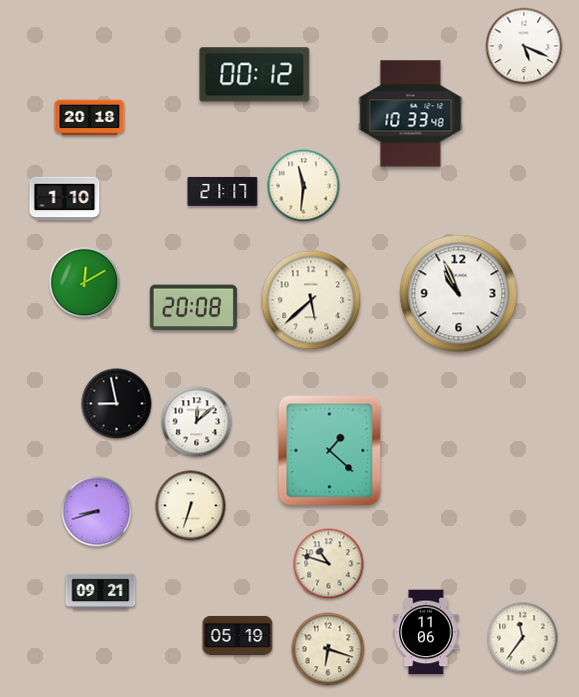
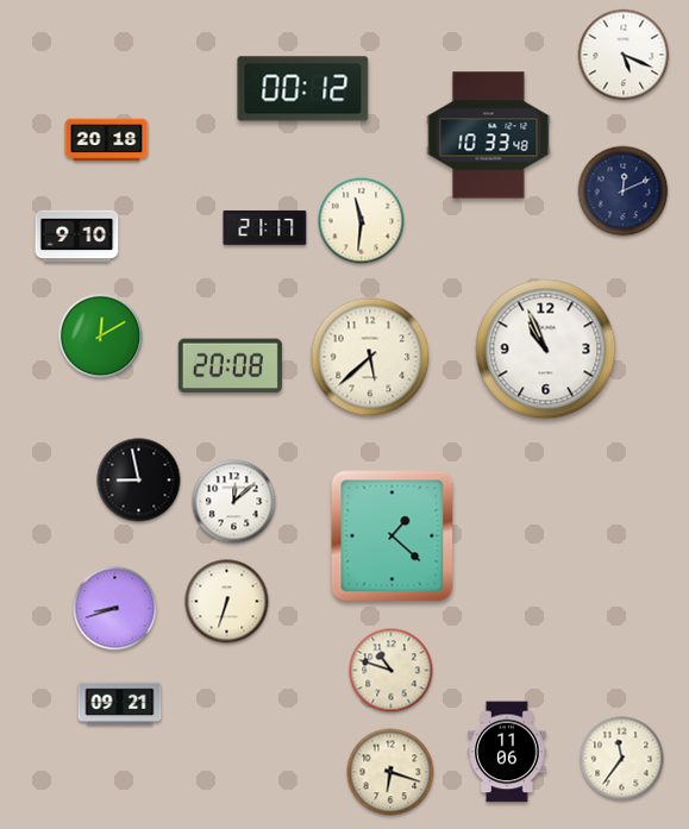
clock at (624, 191): none -> 12:11
clock at (65, 199): 1:10 -> 9:10
clock at (238, 635): 05:19 -> none
